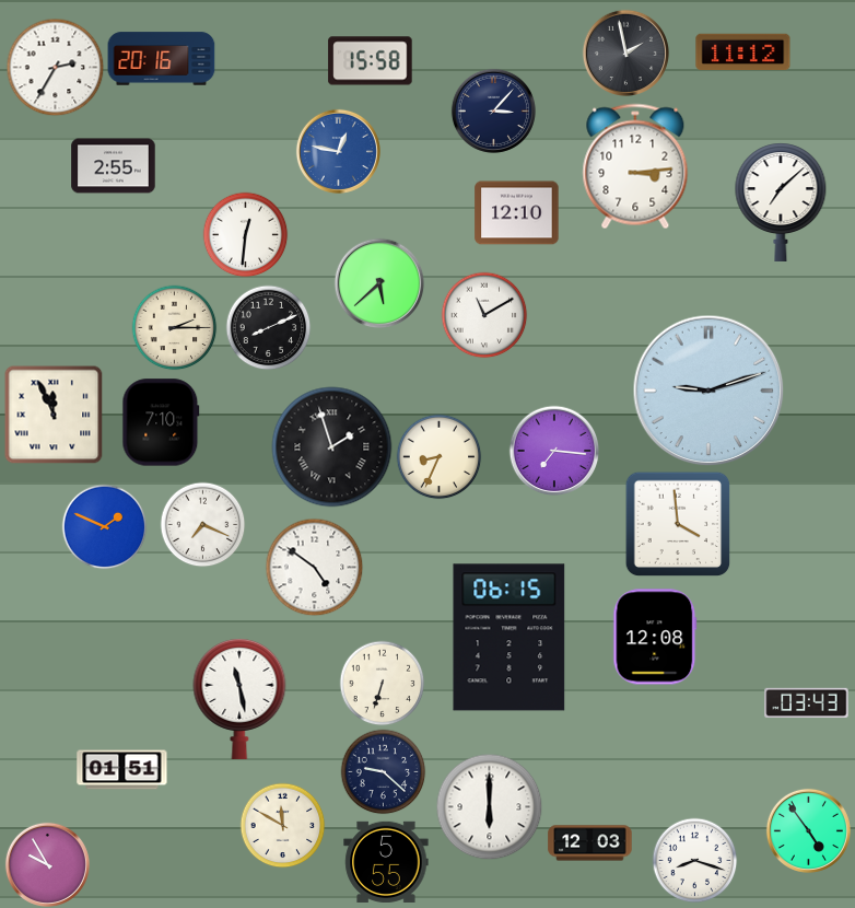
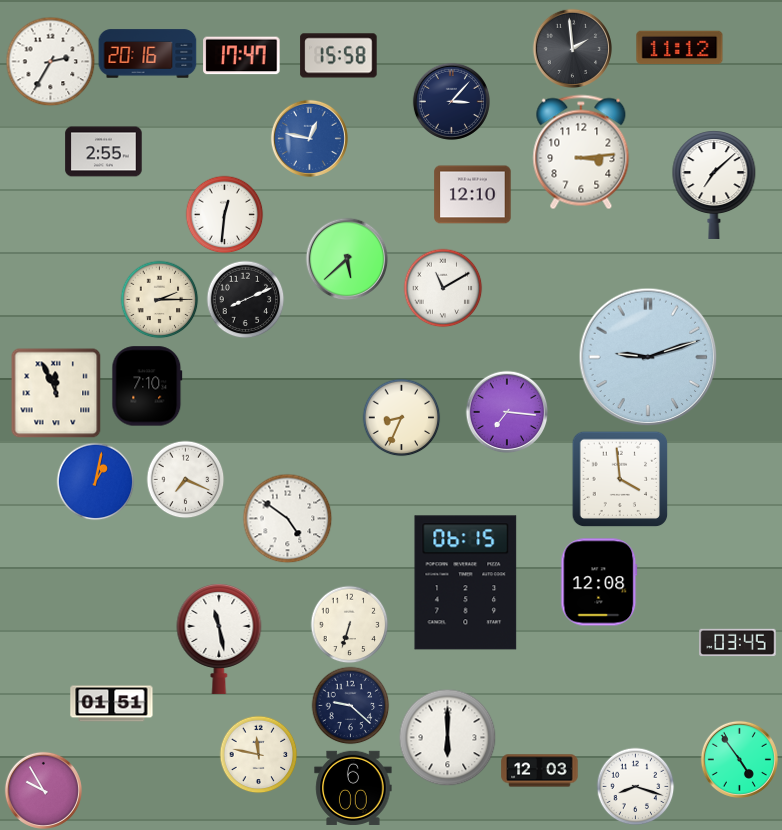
clock at (625, 53): 1:58 -> 1:59
clock at (242, 56): none -> 17:47
clock at (54, 415) position: (54, 415) -> (56, 393)
clock at (332, 447): 1:57 -> none
clock at (104, 526): 1:49 -> 1:02
clock at (807, 703): 03:43 -> 03:45
clock at (282, 825): 11:50 -> 11:47
clock at (386, 862): 5:55 -> 6:00
